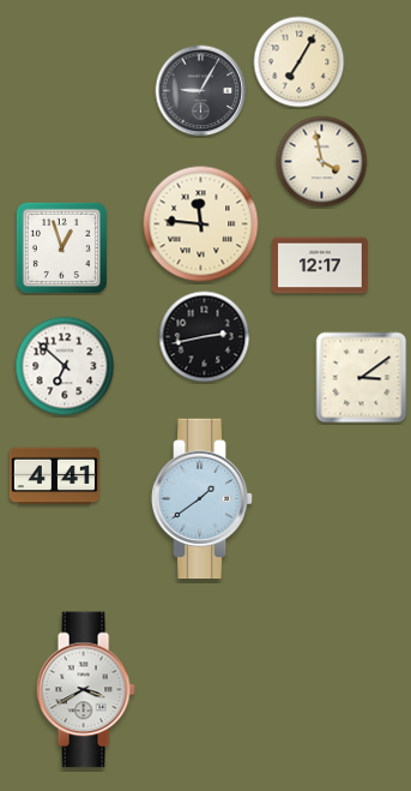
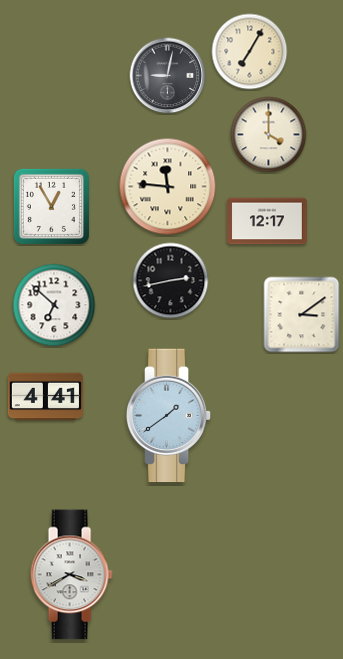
clock at (201, 91): 9:05 -> 9:02
clock at (322, 162): 3:58 -> 4:00
clock at (61, 247): 12:57 -> 12:55
